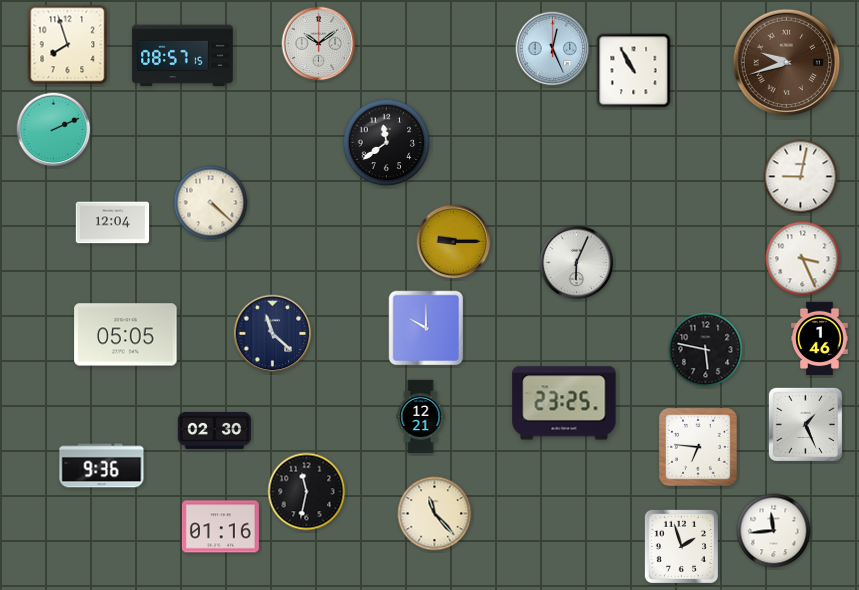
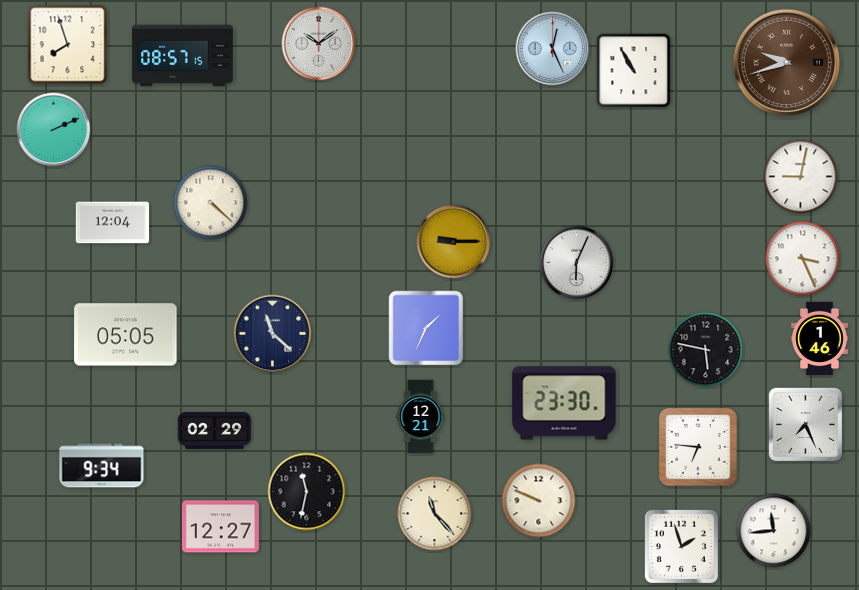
clock at (387, 143): 11:39 -> none
clock at (426, 328): 10:00 -> 1:34
clock at (564, 403): 23:25 -> 23:30
clock at (805, 424): 1:26 -> 7:26
clock at (215, 430): 02:30 -> 02:29
clock at (102, 466): 9:36 -> 9:34
clock at (539, 501): none -> 9:49
clock at (220, 527): 01:16 -> 12:27
